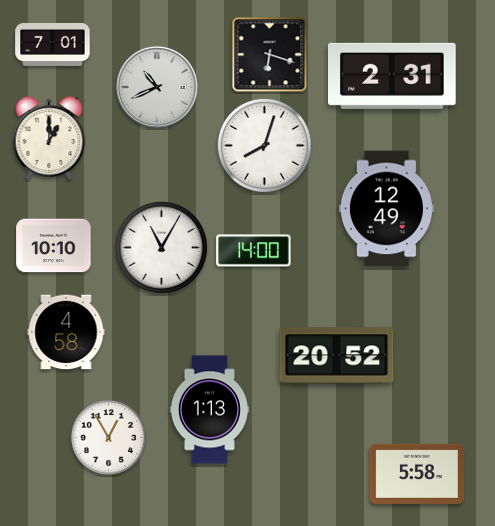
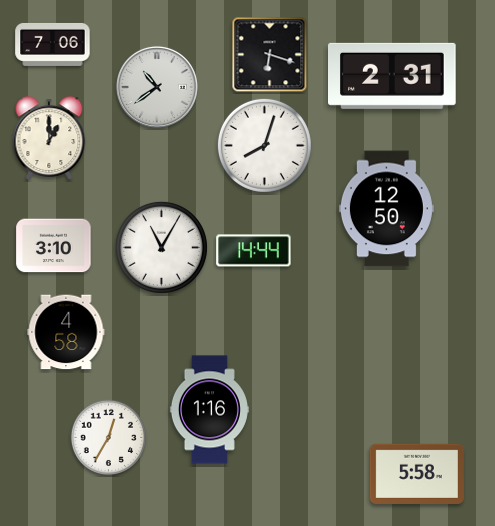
clock at (53, 44): 7:01 -> 7:06
clock at (157, 87): 10:41 -> 10:39
clock at (386, 209): 12:49 -> 12:50
clock at (54, 246): 10:10 -> 3:10
clock at (254, 251): 14:00 -> 14:44
clock at (337, 356): 20:52 -> none
clock at (209, 410): 1:13 -> 1:16
clock at (108, 437): 12:55 -> 12:35
